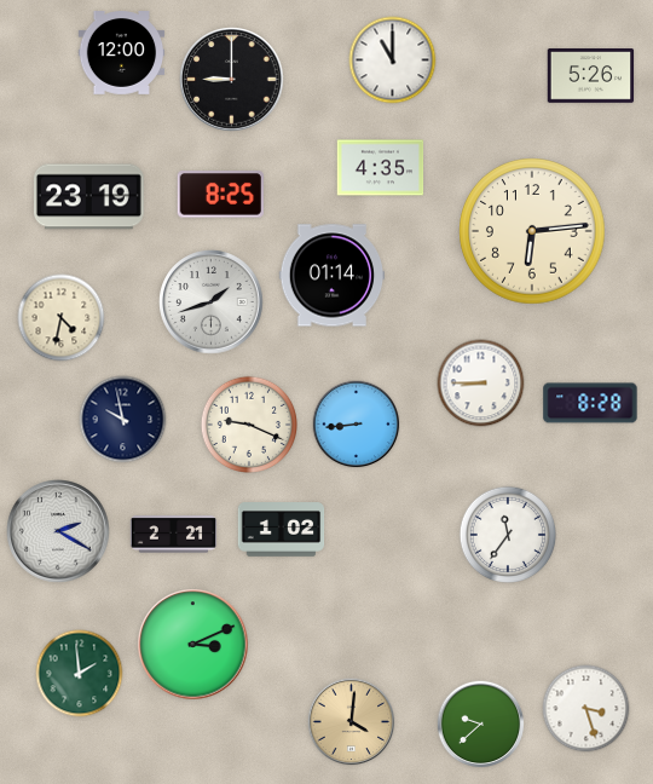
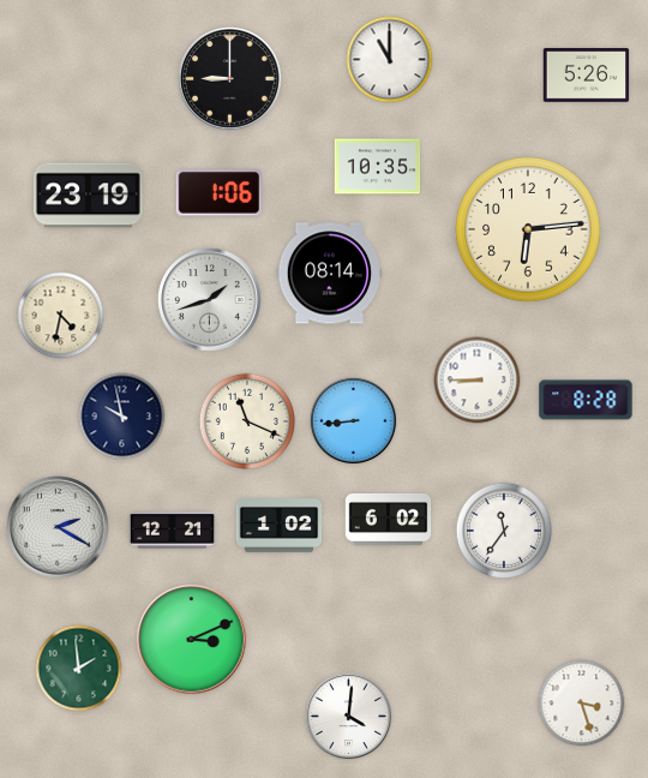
clock at (122, 53): 12:00 -> none
clock at (381, 168): 4:35 -> 10:35
clock at (220, 195): 8:25 -> 1:06
clock at (333, 276): 01:14 -> 08:14
clock at (248, 423): 9:19 -> 11:19
clock at (389, 520): none -> 6:02
clock at (174, 535): 2:21 -> 12:21
clock at (352, 722) dial: champagne -> white
clock at (481, 725): 9:38 -> none
